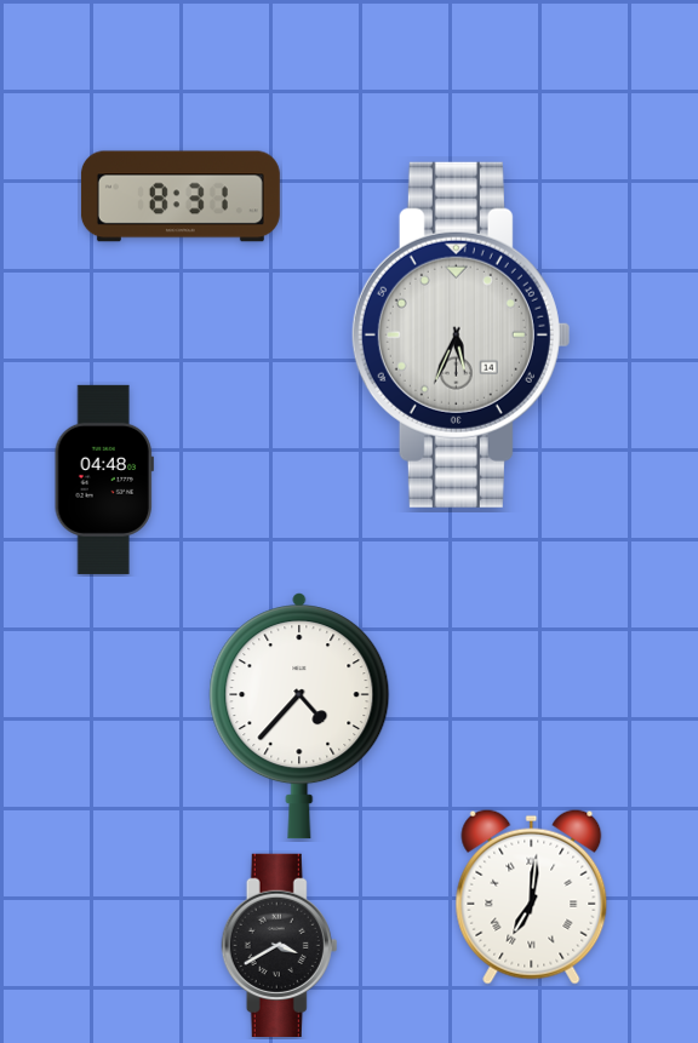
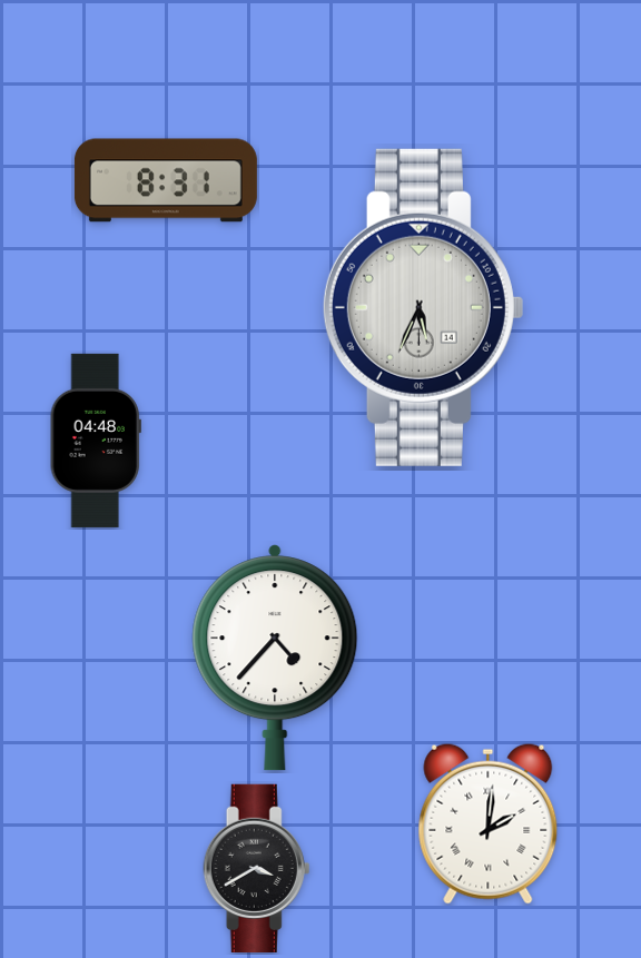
clock at (532, 896): 7:01 -> 2:01
